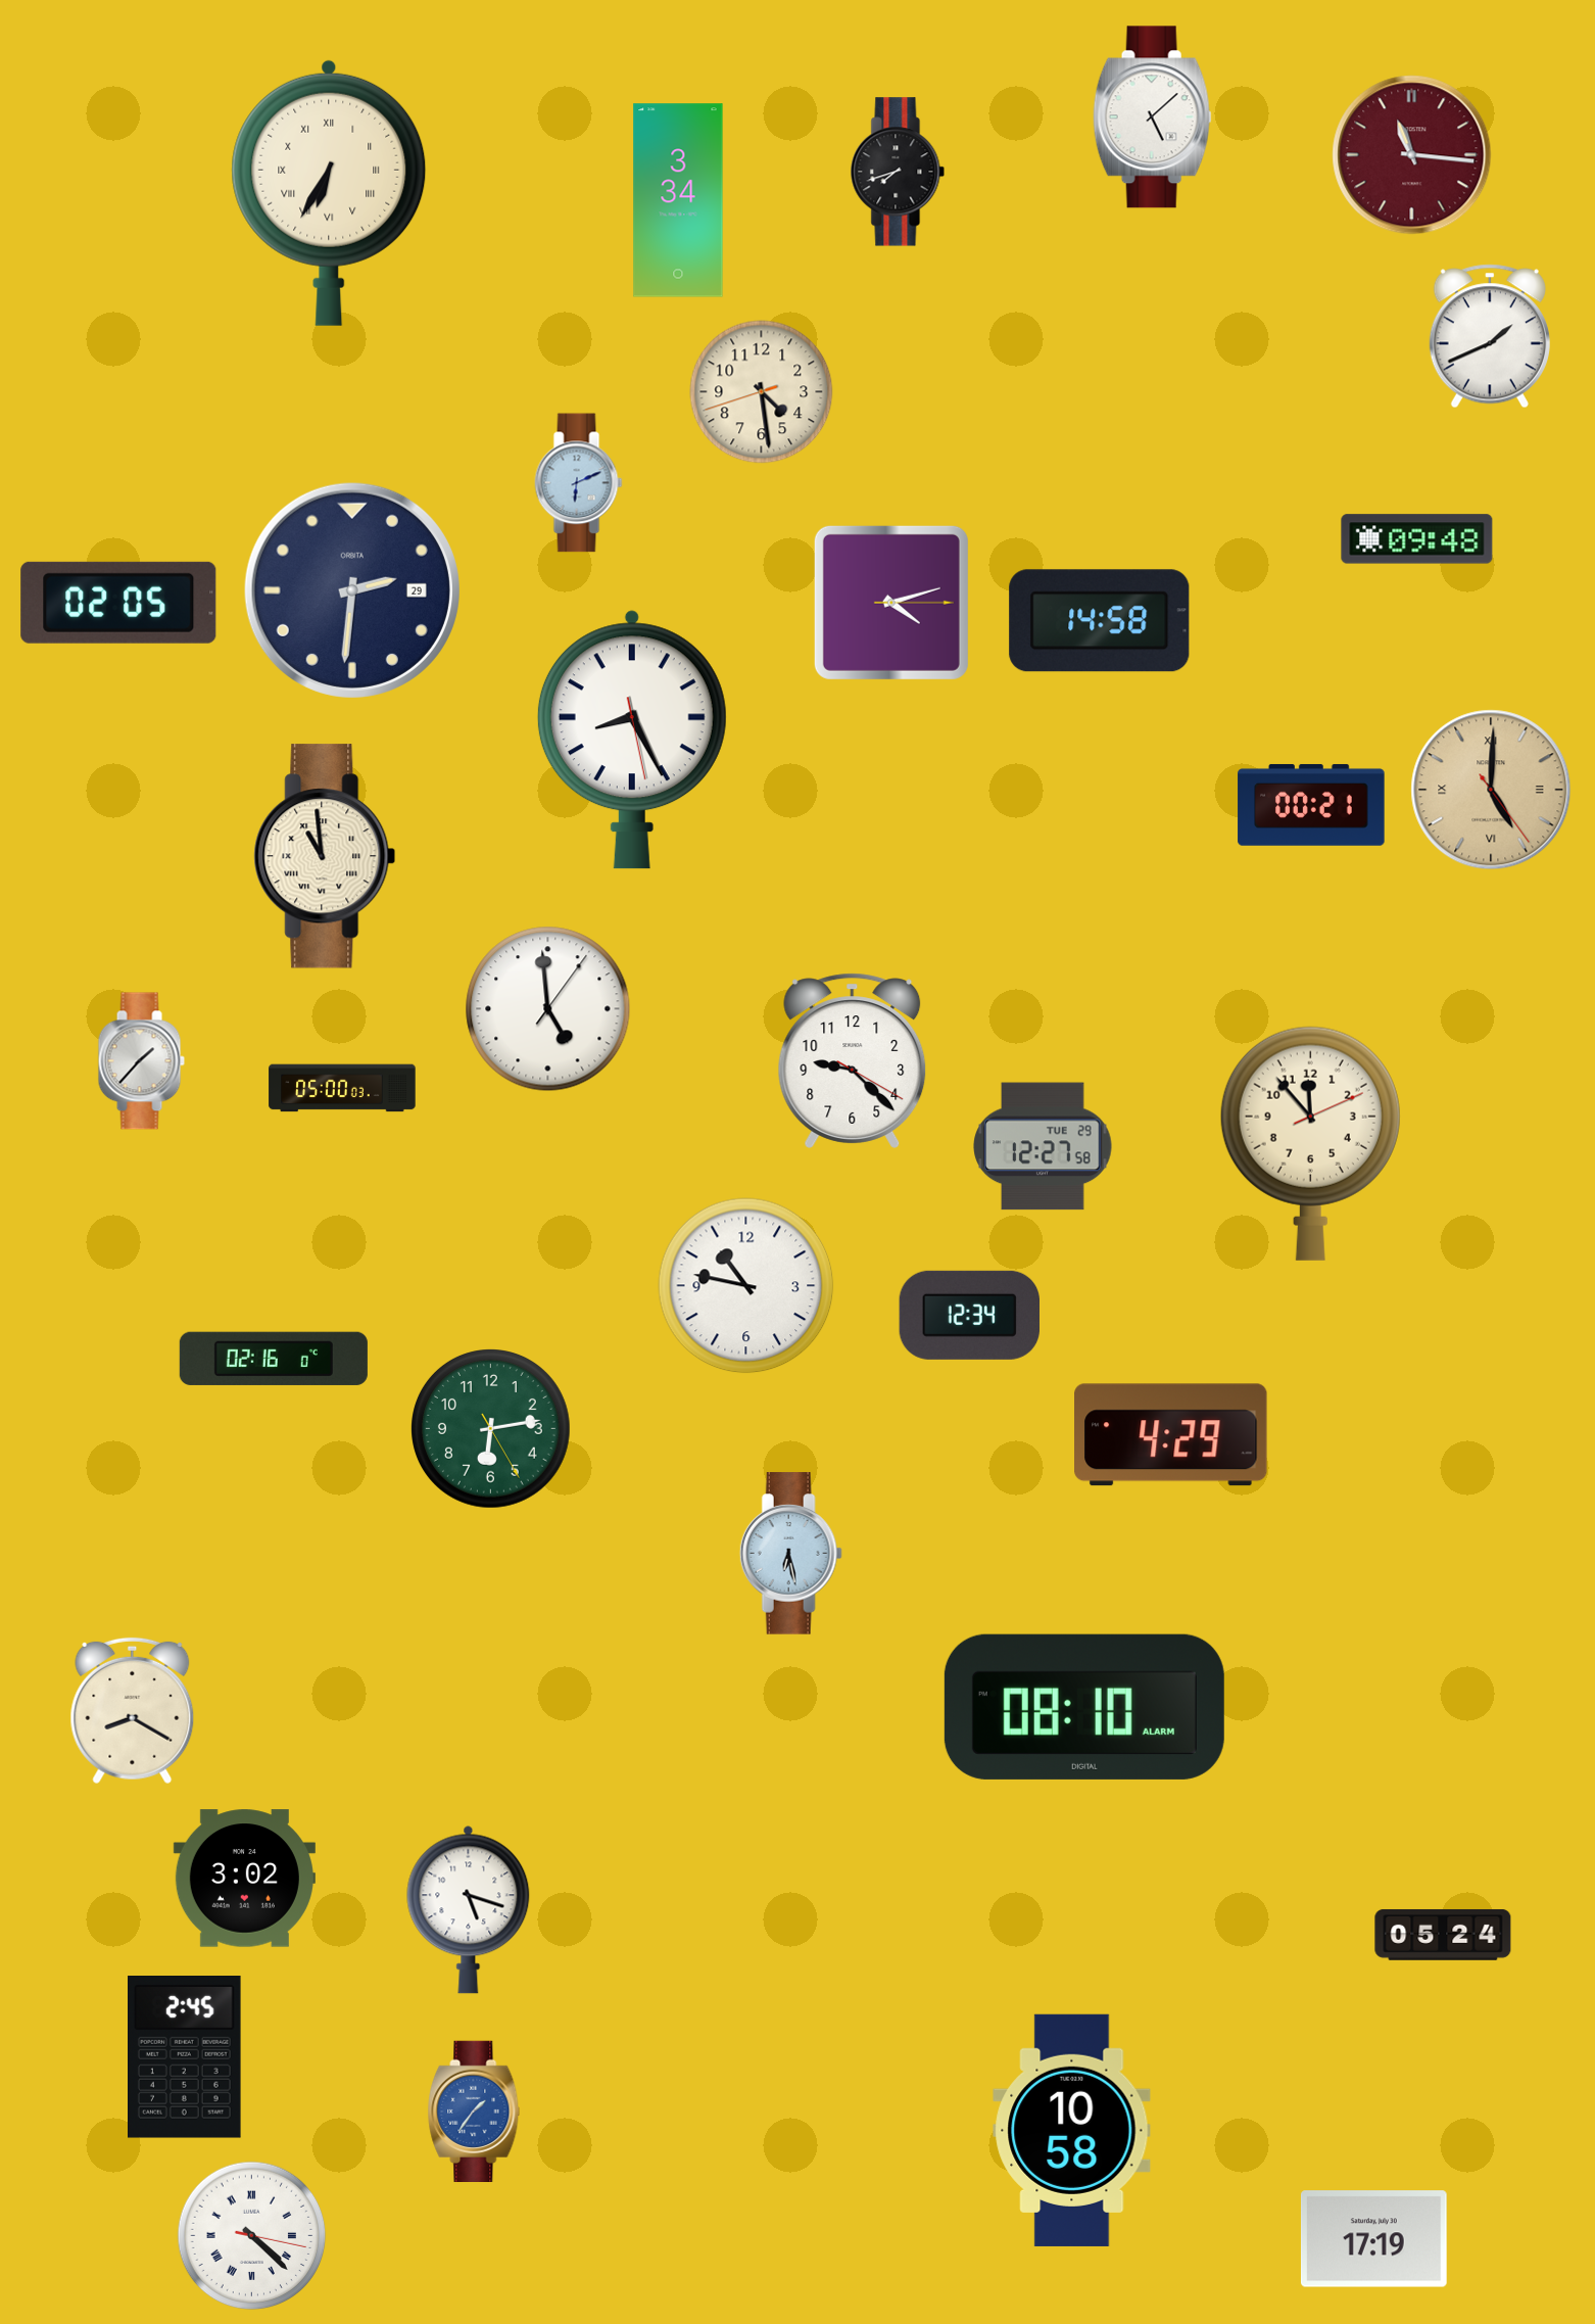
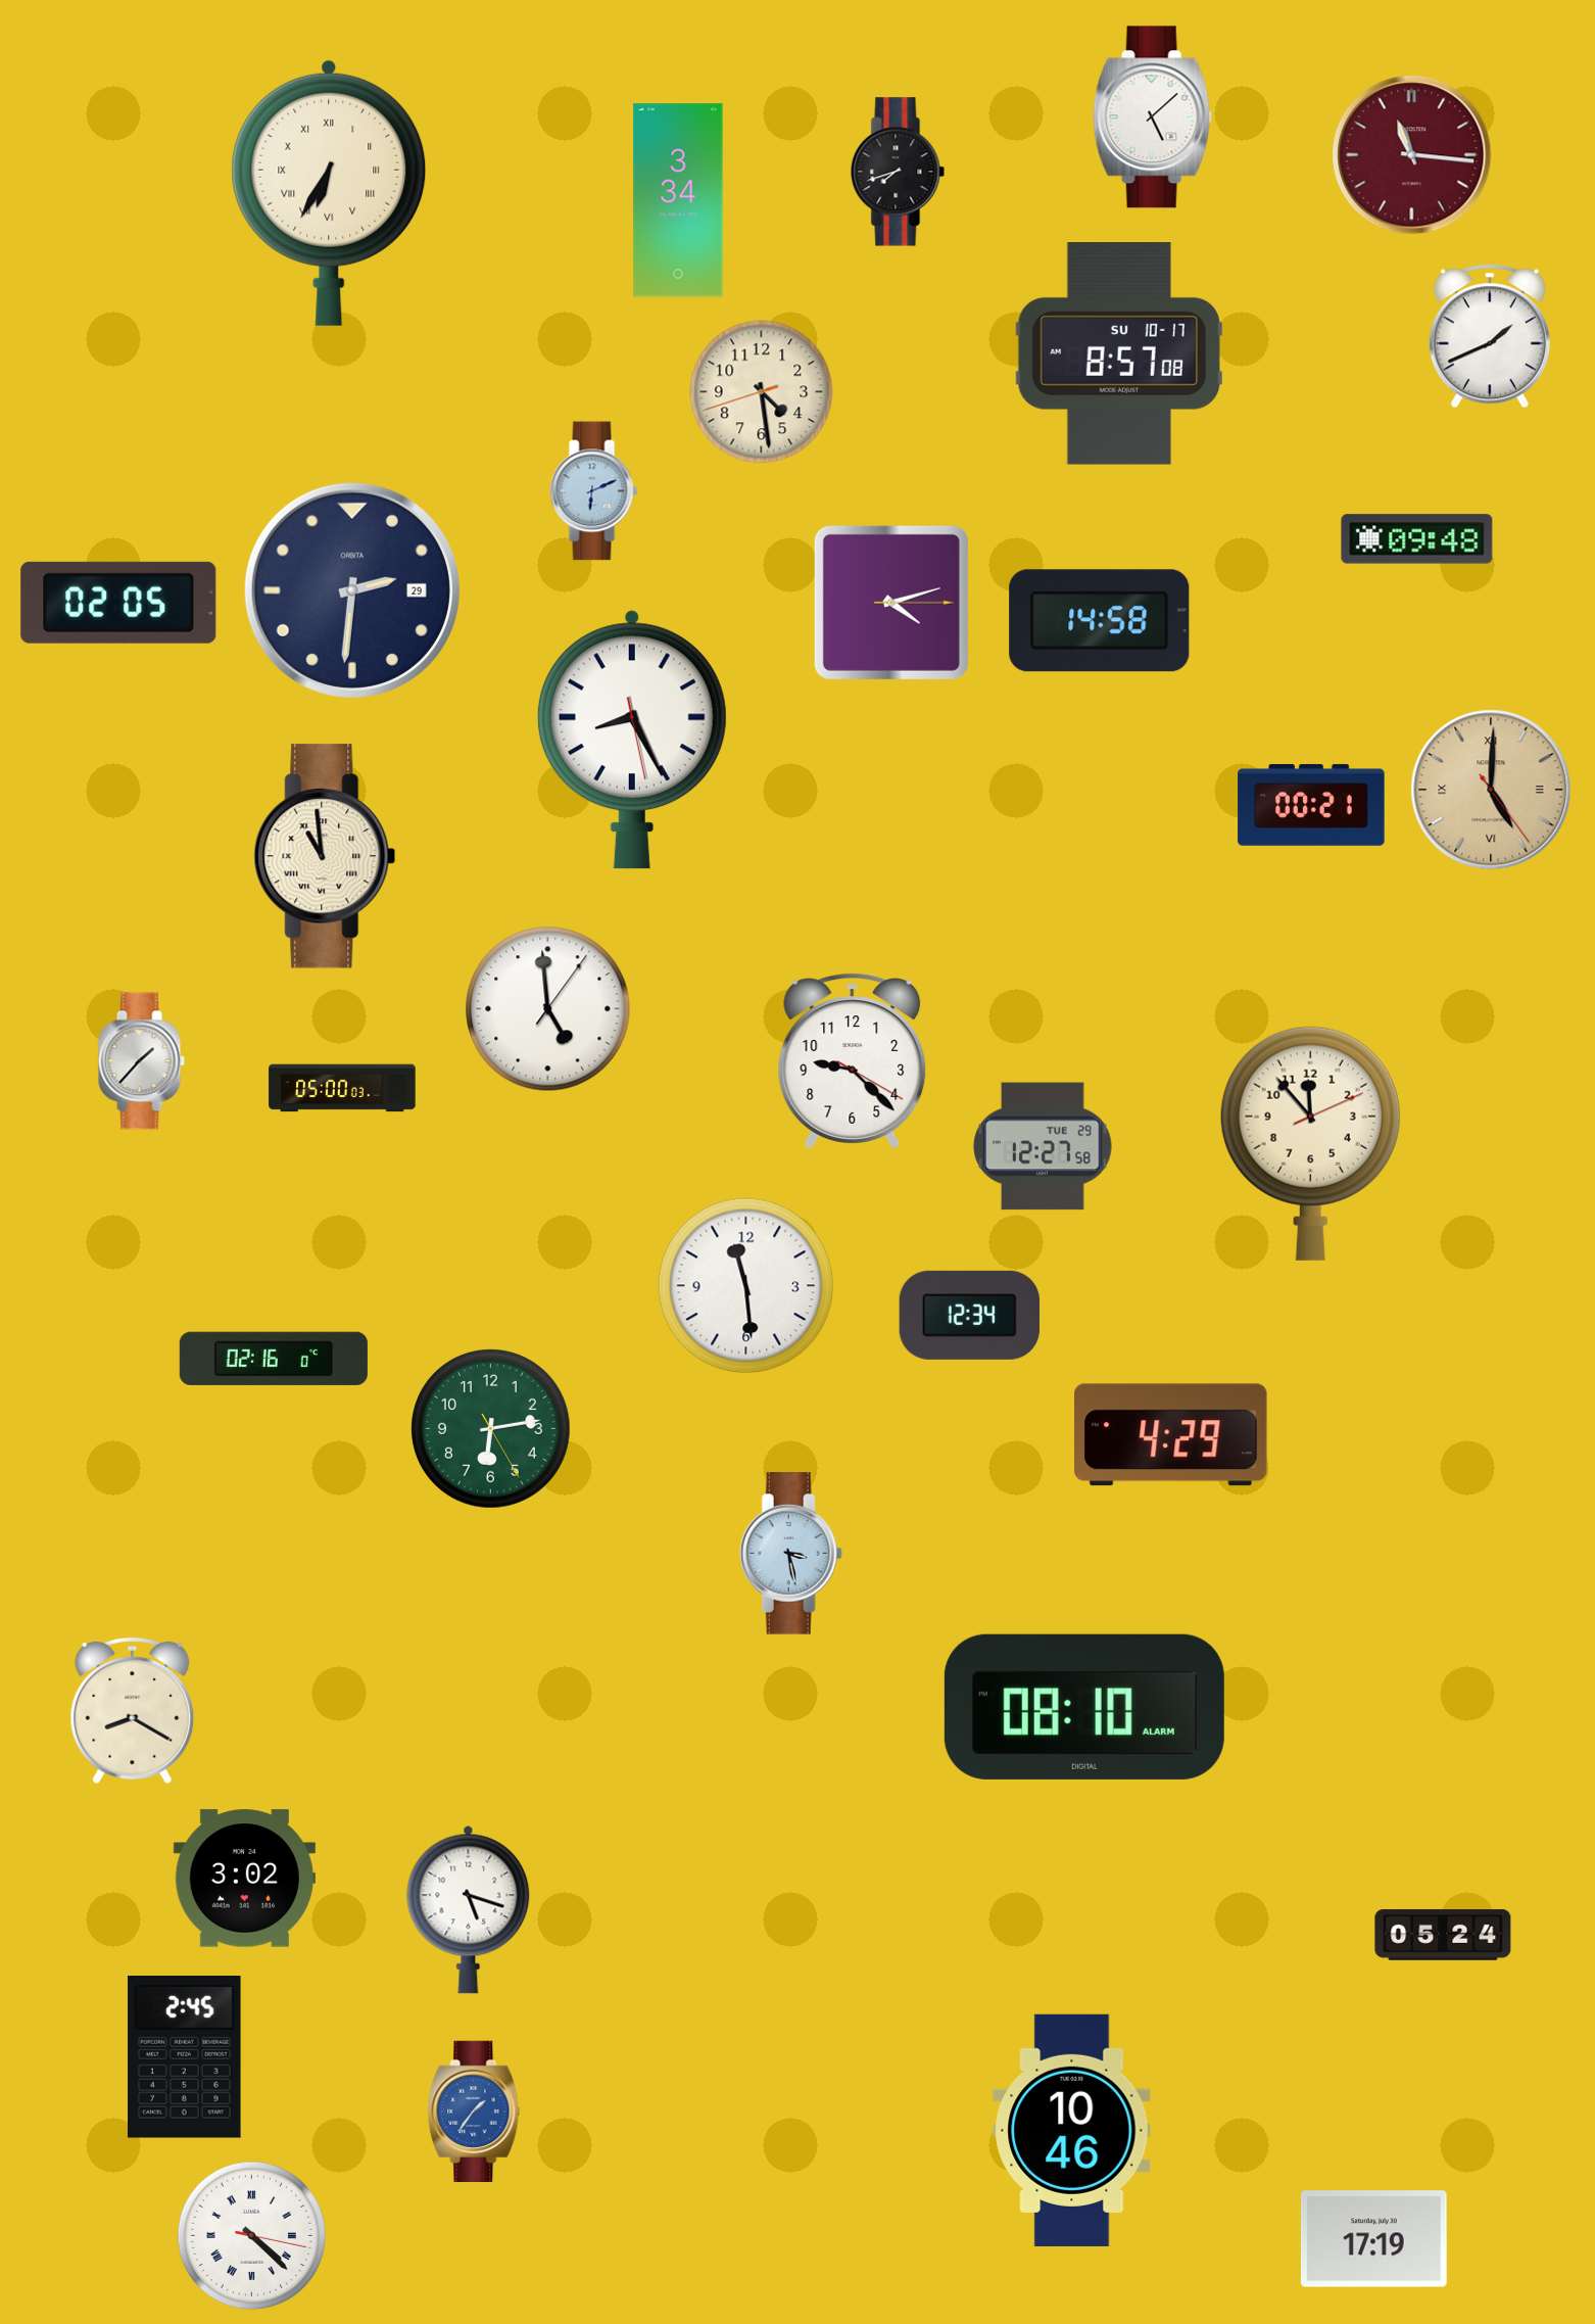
clock at (1119, 354): none -> 8:57
clock at (579, 483) position: (579, 483) -> (594, 491)
clock at (746, 1286): 10:47 -> 11:29
clock at (790, 1554): 6:28 -> 3:28
clock at (1072, 2130): 10:58 -> 10:46
